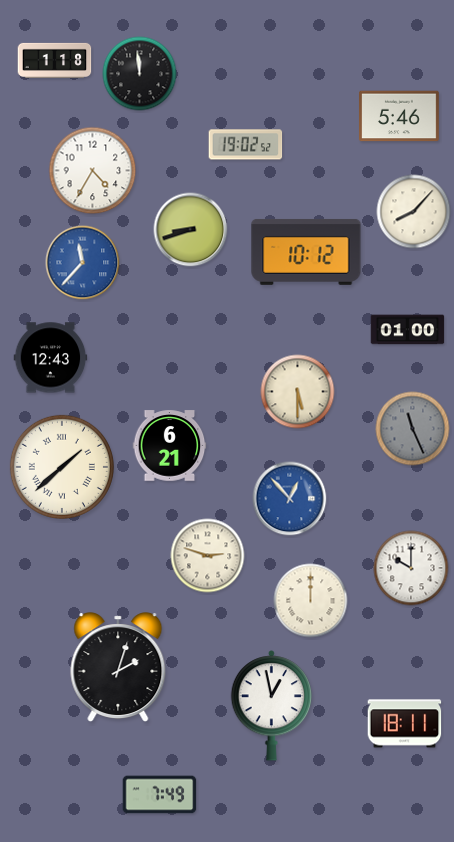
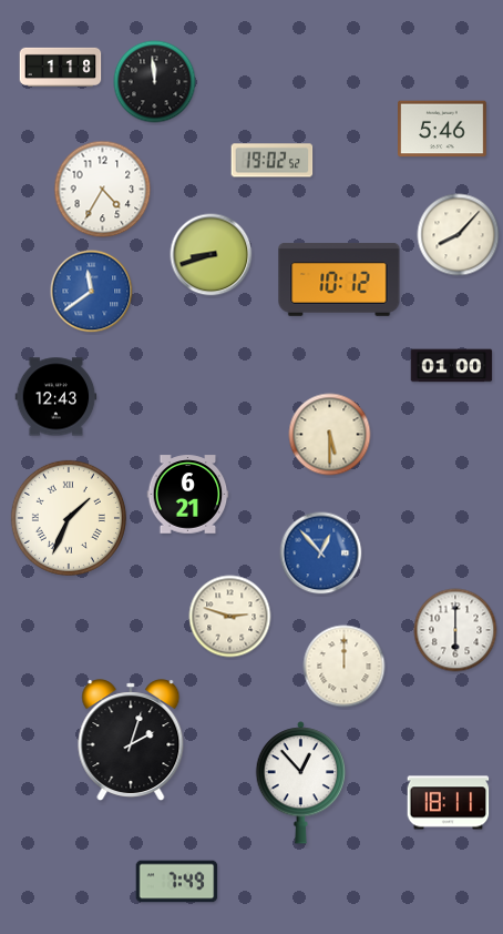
clock at (83, 263): 11:37 -> 11:39
clock at (413, 429): 11:26 -> none
clock at (62, 467): 1:38 -> 1:34
clock at (411, 568): 10:00 -> 6:00
clock at (272, 706): 12:58 -> 12:53
